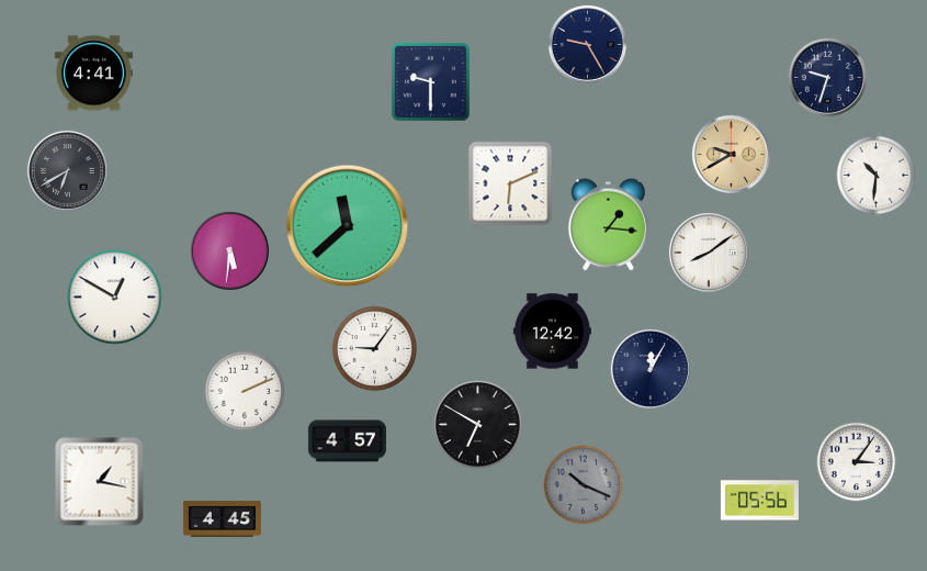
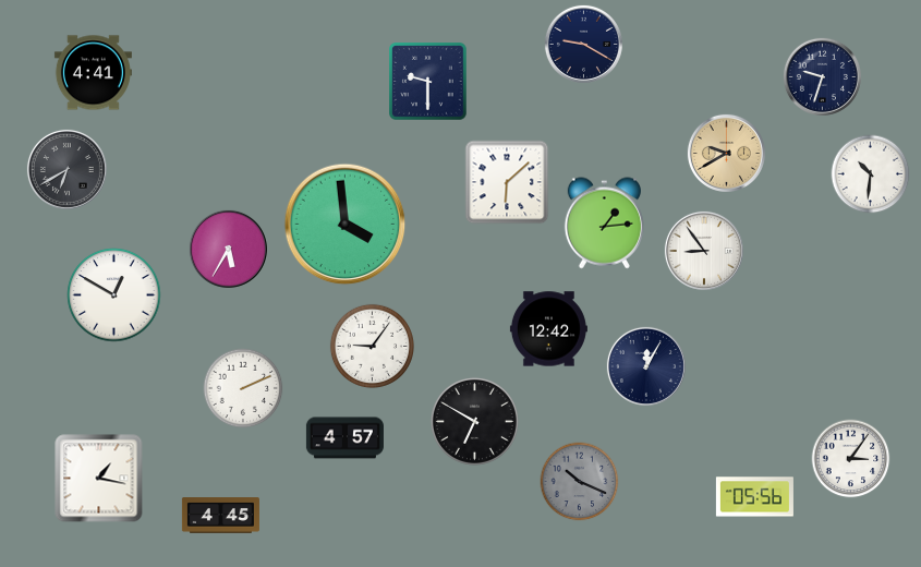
clock at (587, 44): 9:25 -> 9:20
clock at (510, 183): 6:11 -> 6:08
clock at (608, 225): 1:16 -> 1:14
clock at (348, 226): 11:38 -> 3:59
clock at (229, 250): 5:31 -> 5:35
clock at (709, 253): 8:09 -> 8:54
